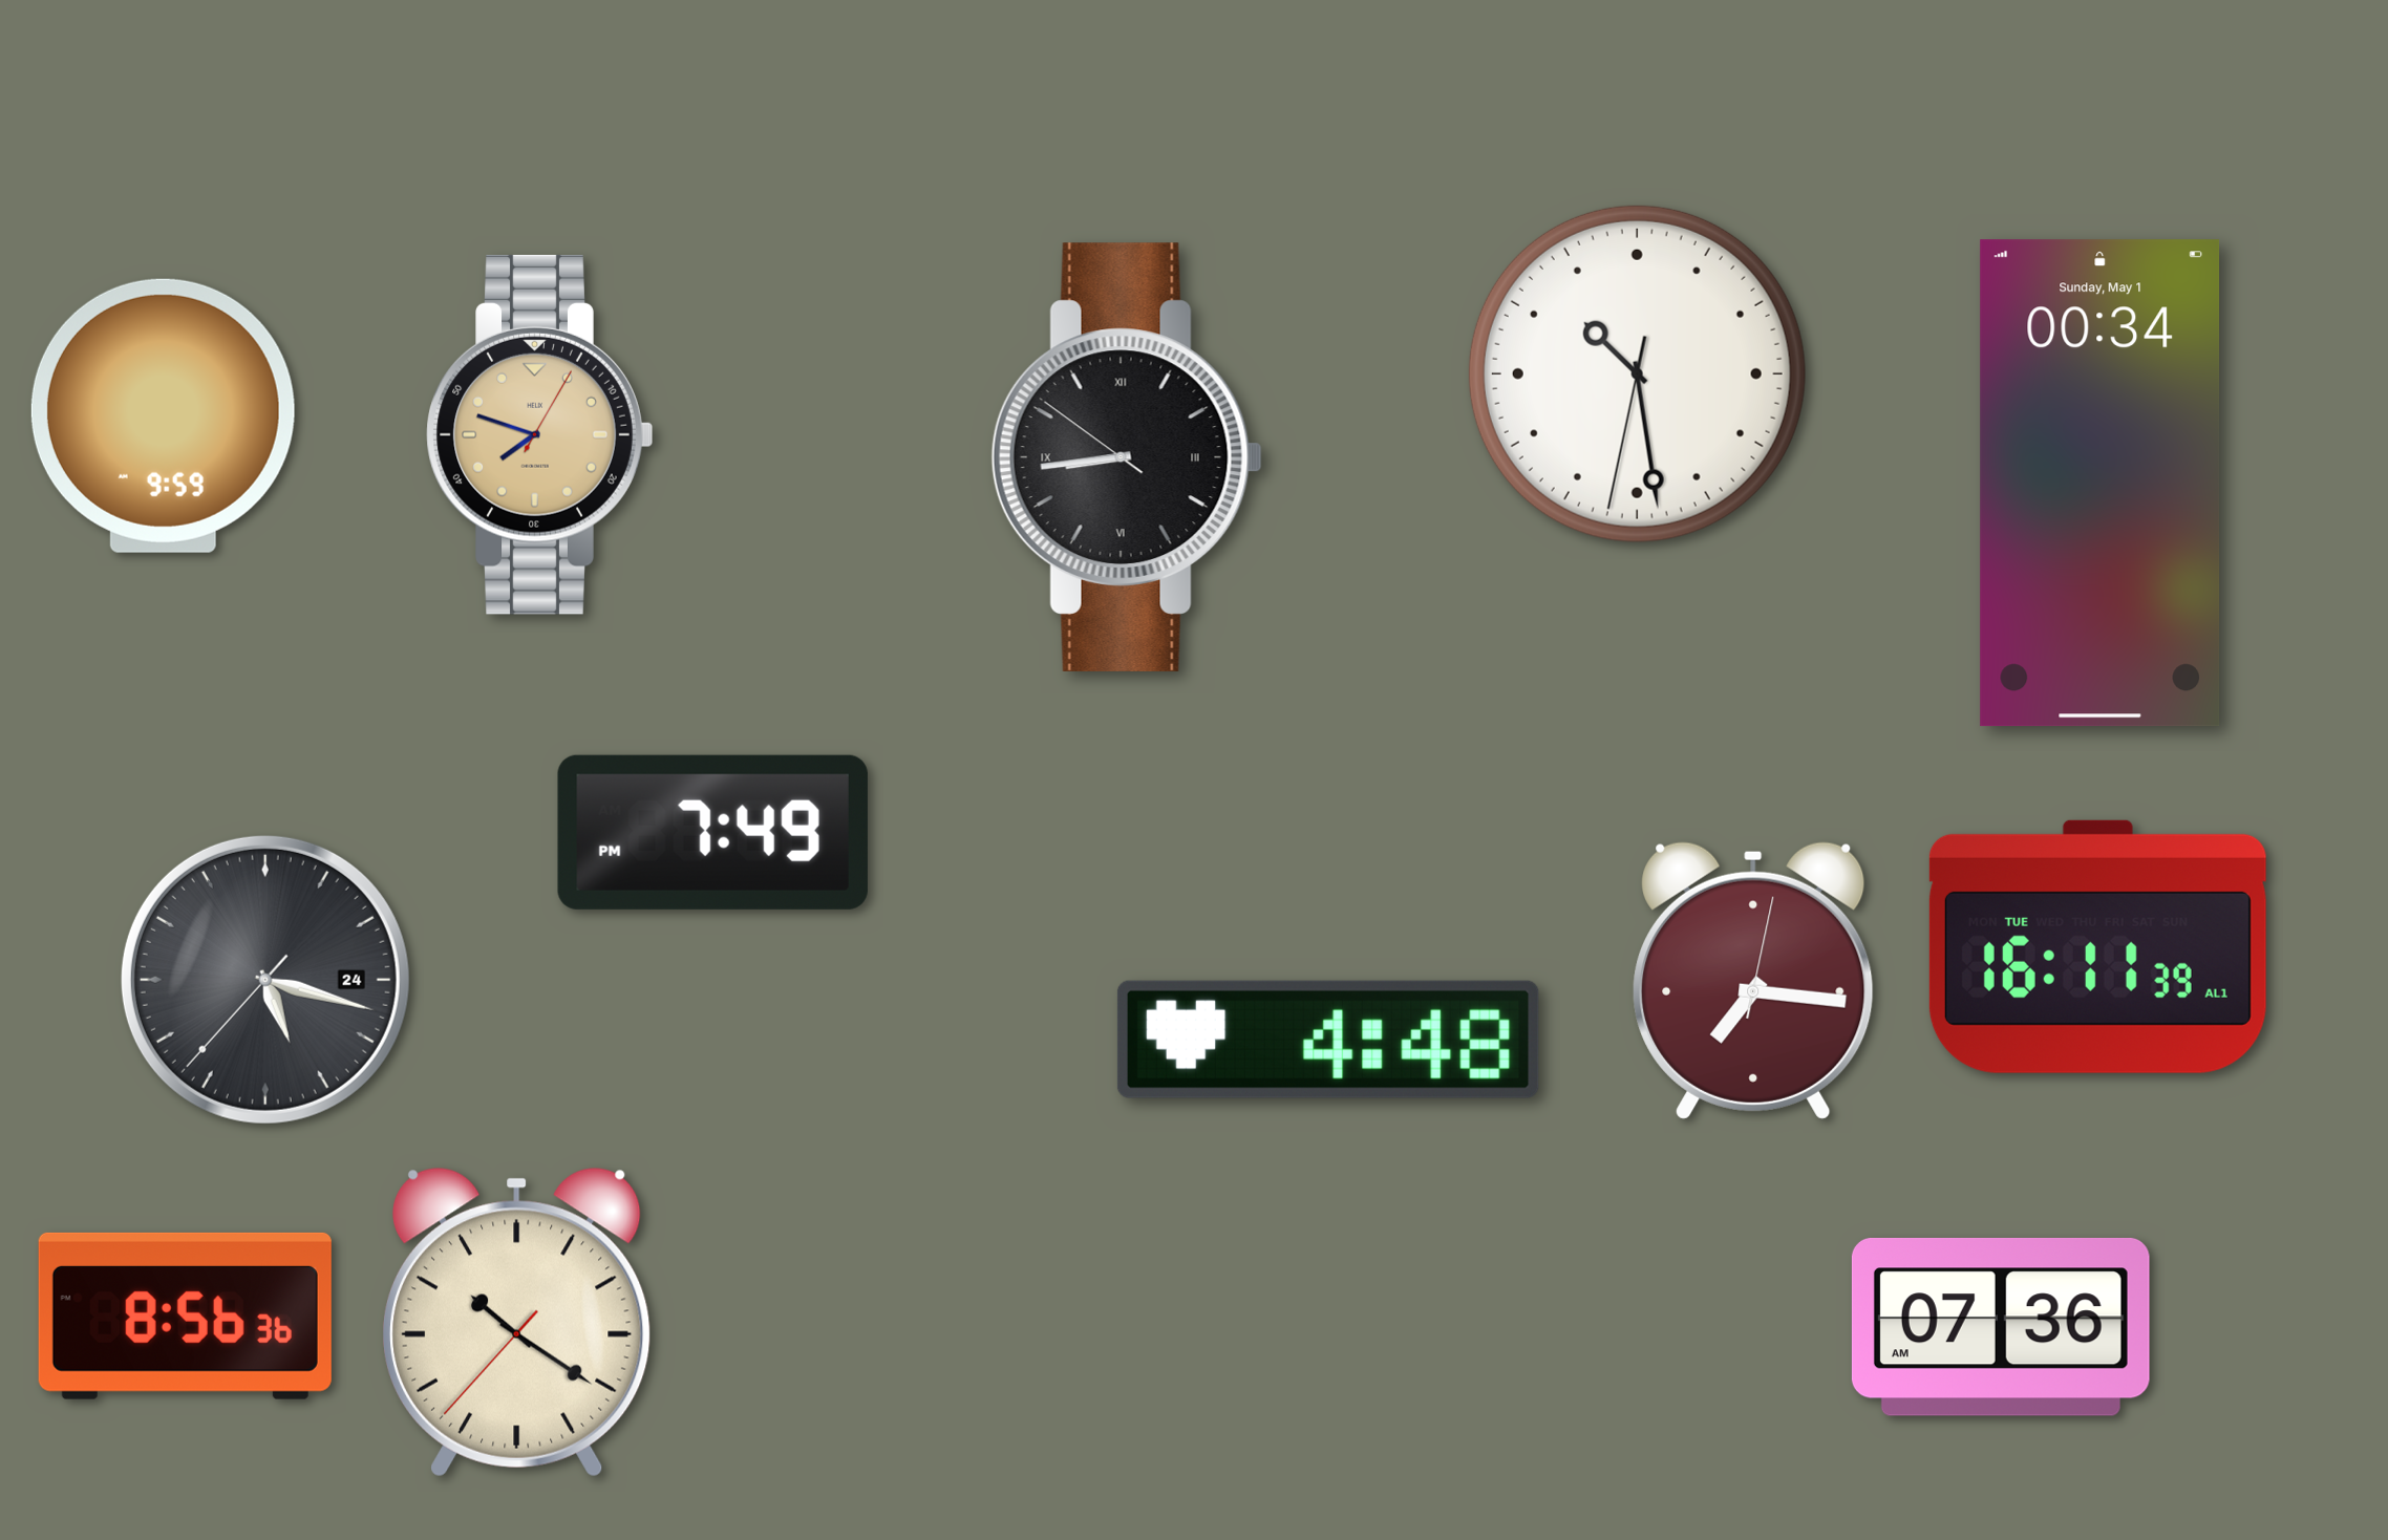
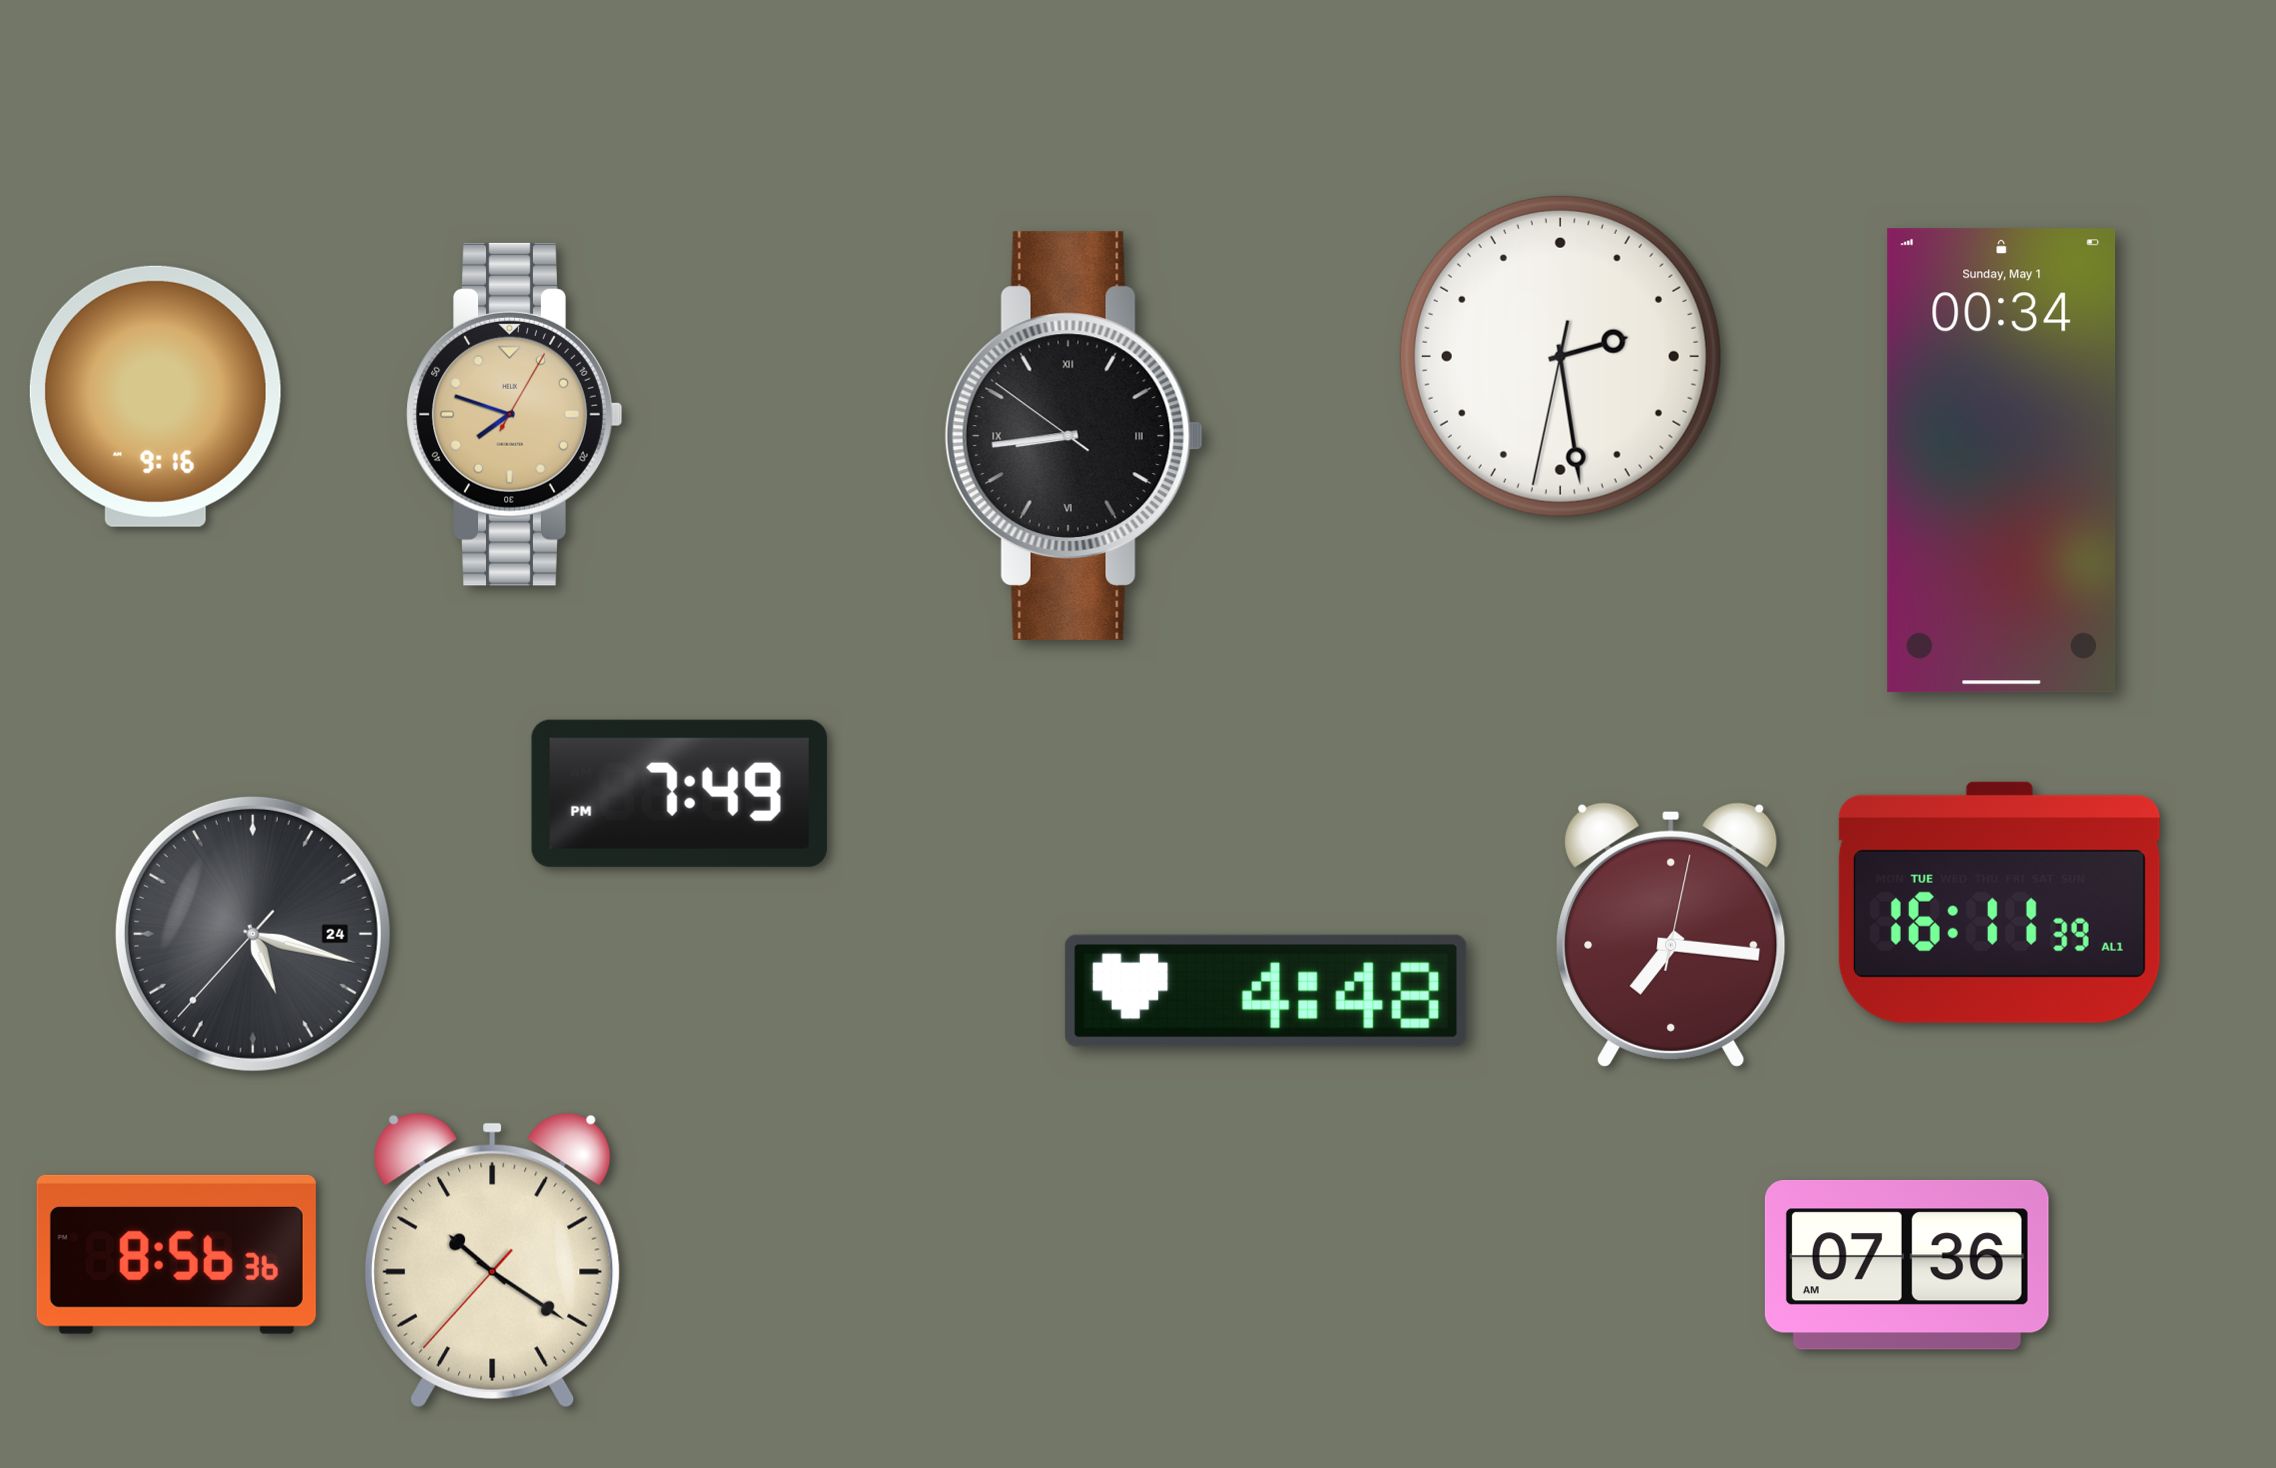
clock at (1637, 373): 10:28 -> 2:28
clock at (163, 415): 9:59 -> 9:16
